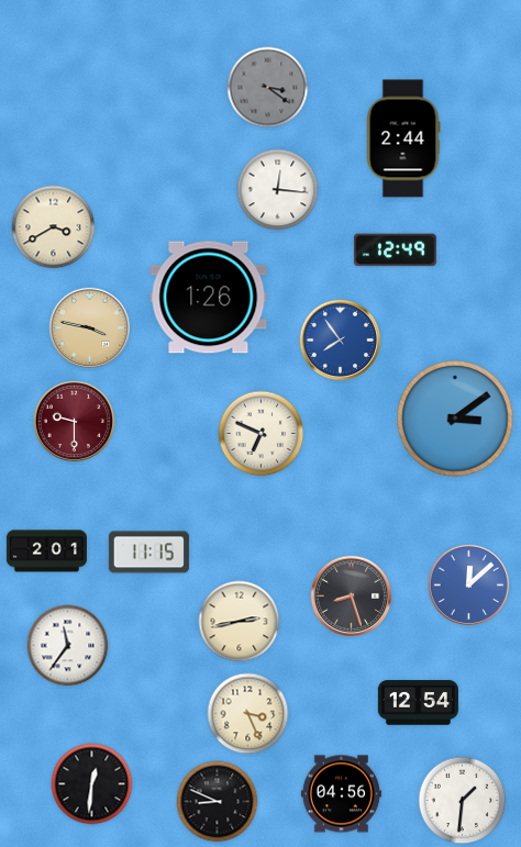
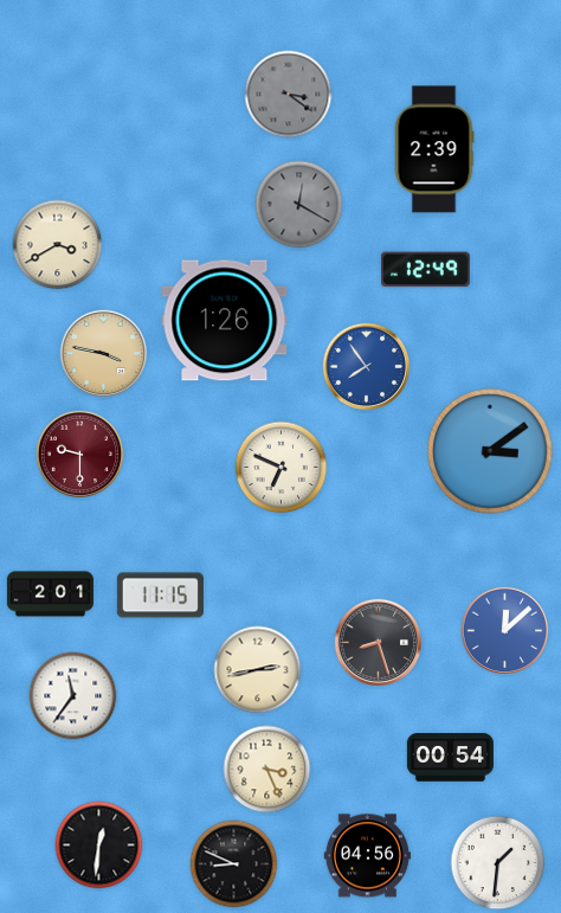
clock at (403, 138): 2:44 -> 2:39
clock at (278, 190): 12:16 -> 12:20
clock at (278, 190) dial: white -> grey
clock at (90, 328) position: (90, 328) -> (104, 354)
clock at (418, 703): 12:54 -> 00:54
